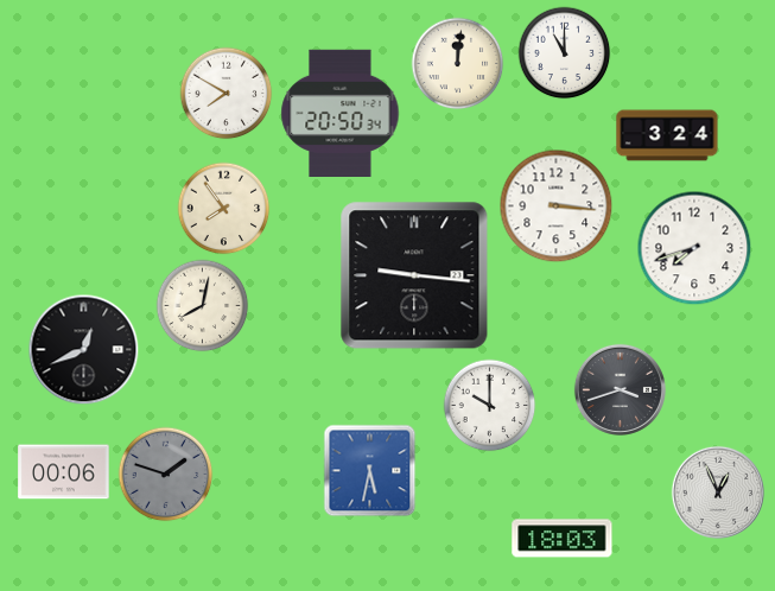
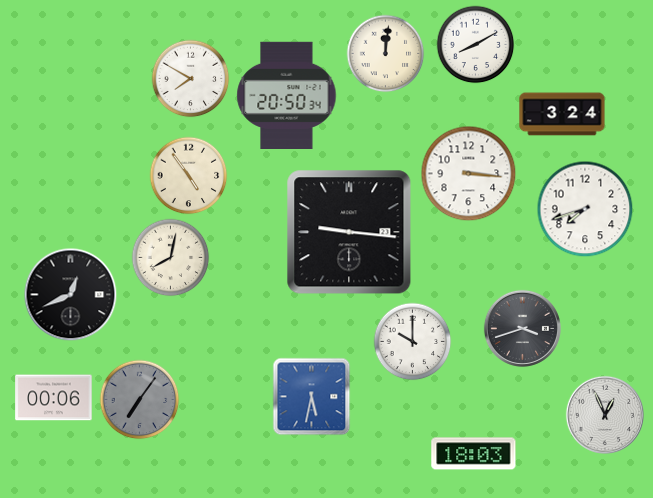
clock at (564, 52): 11:00 -> 8:10
clock at (223, 208): 7:54 -> 4:54
clock at (165, 474): 1:48 -> 7:06
